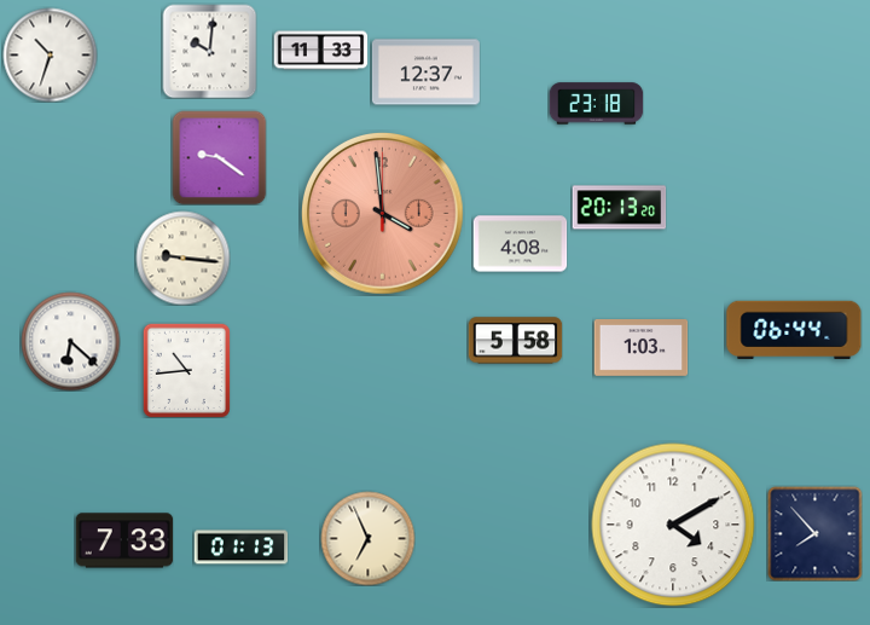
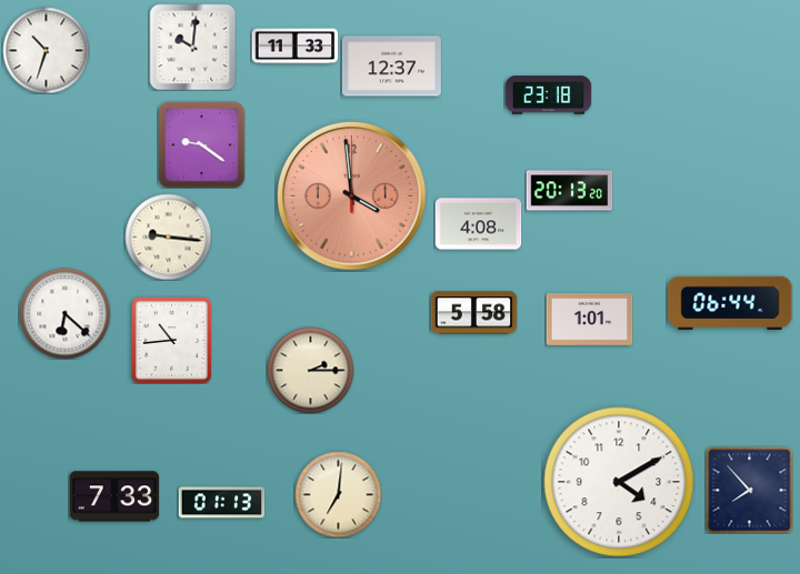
clock at (640, 348): 1:03 -> 1:01
clock at (310, 370): none -> 2:15
clock at (367, 538): 6:56 -> 7:01
